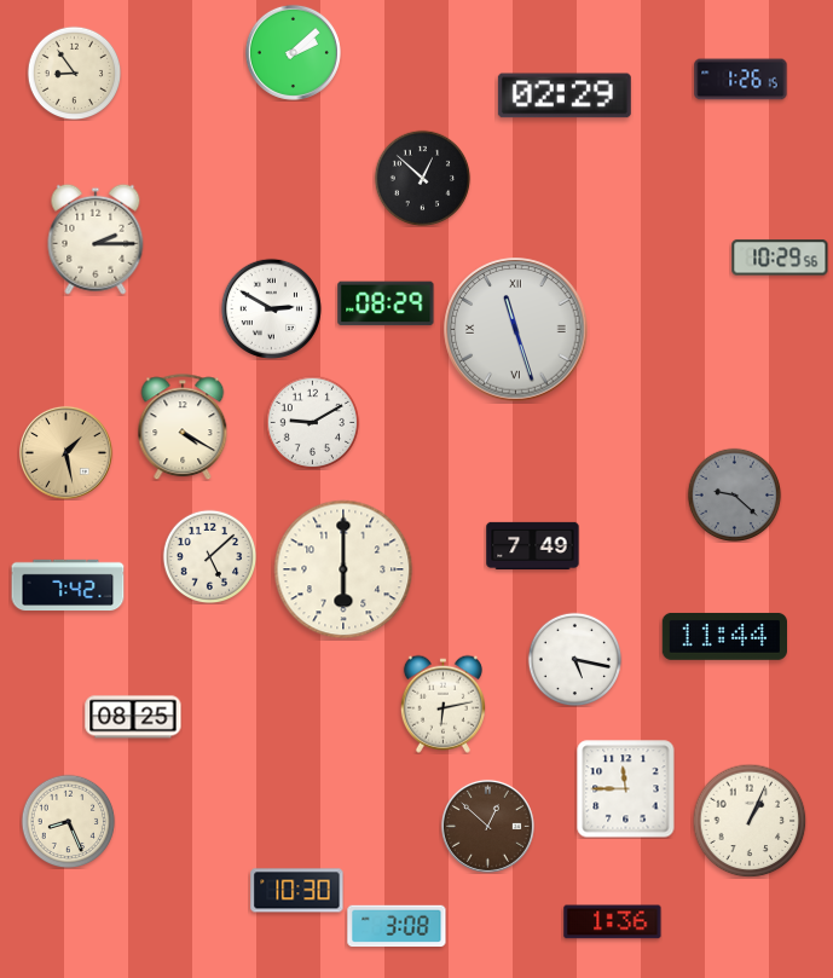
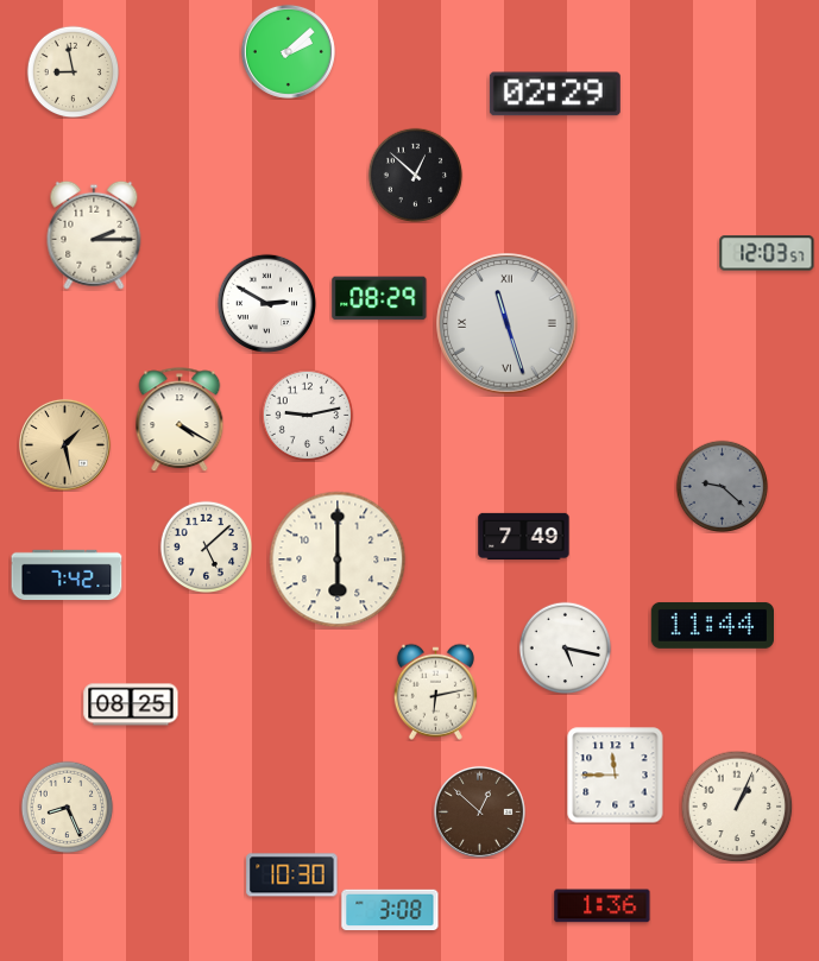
clock at (74, 73): 8:54 -> 8:58
clock at (741, 80): 1:26 -> none
clock at (780, 257): 10:29 -> 12:03
clock at (312, 422): 9:10 -> 9:13
